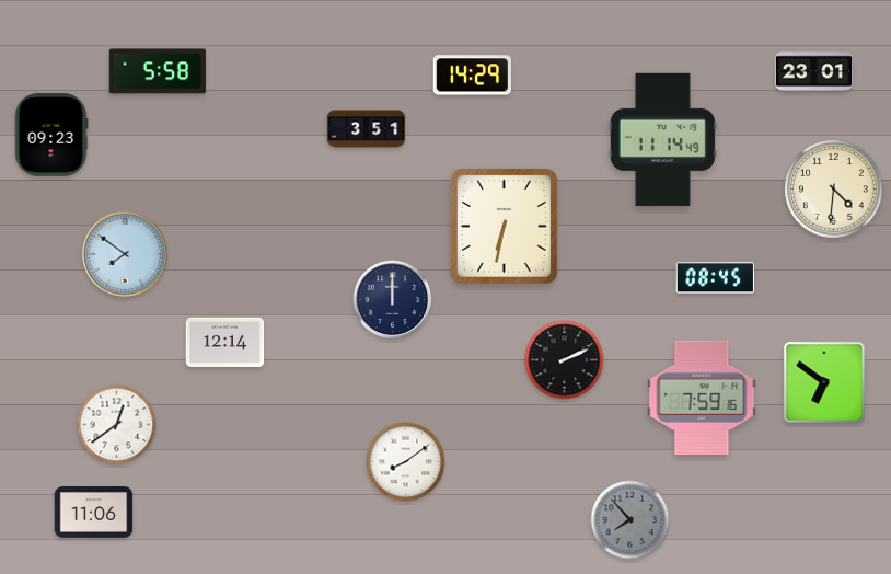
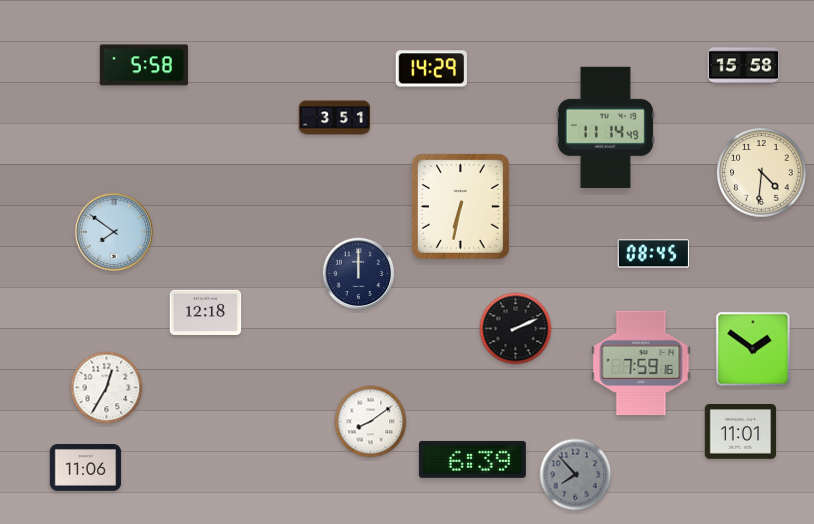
clock at (814, 72): 23:01 -> 15:58
clock at (51, 135): 09:23 -> none
clock at (225, 342): 12:14 -> 12:18
clock at (824, 382): 6:51 -> 1:51
clock at (117, 425): 12:39 -> 12:35
clock at (741, 432): none -> 11:01
clock at (472, 459): none -> 6:39
